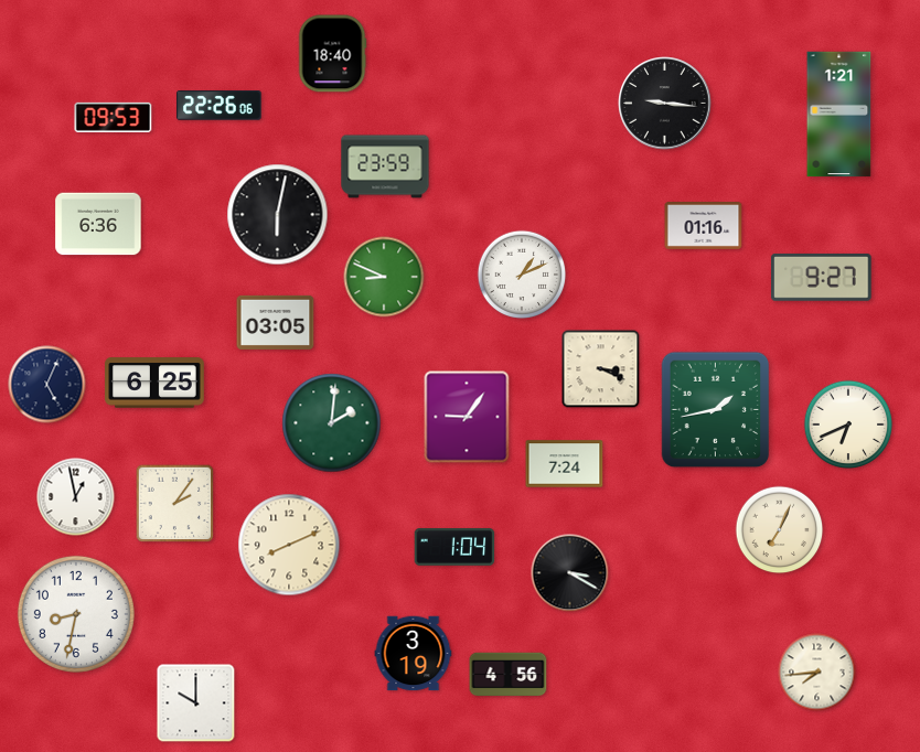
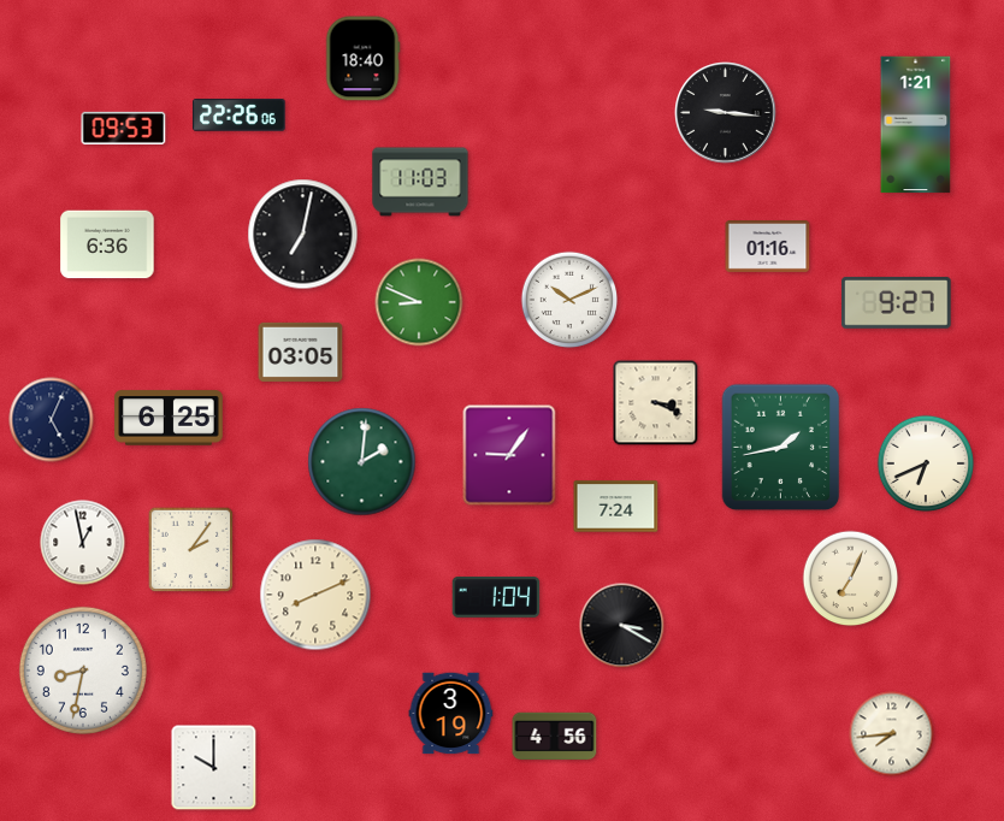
clock at (385, 166): 23:59 -> 11:03
clock at (278, 215): 6:02 -> 7:02
clock at (522, 275): 1:11 -> 10:11
